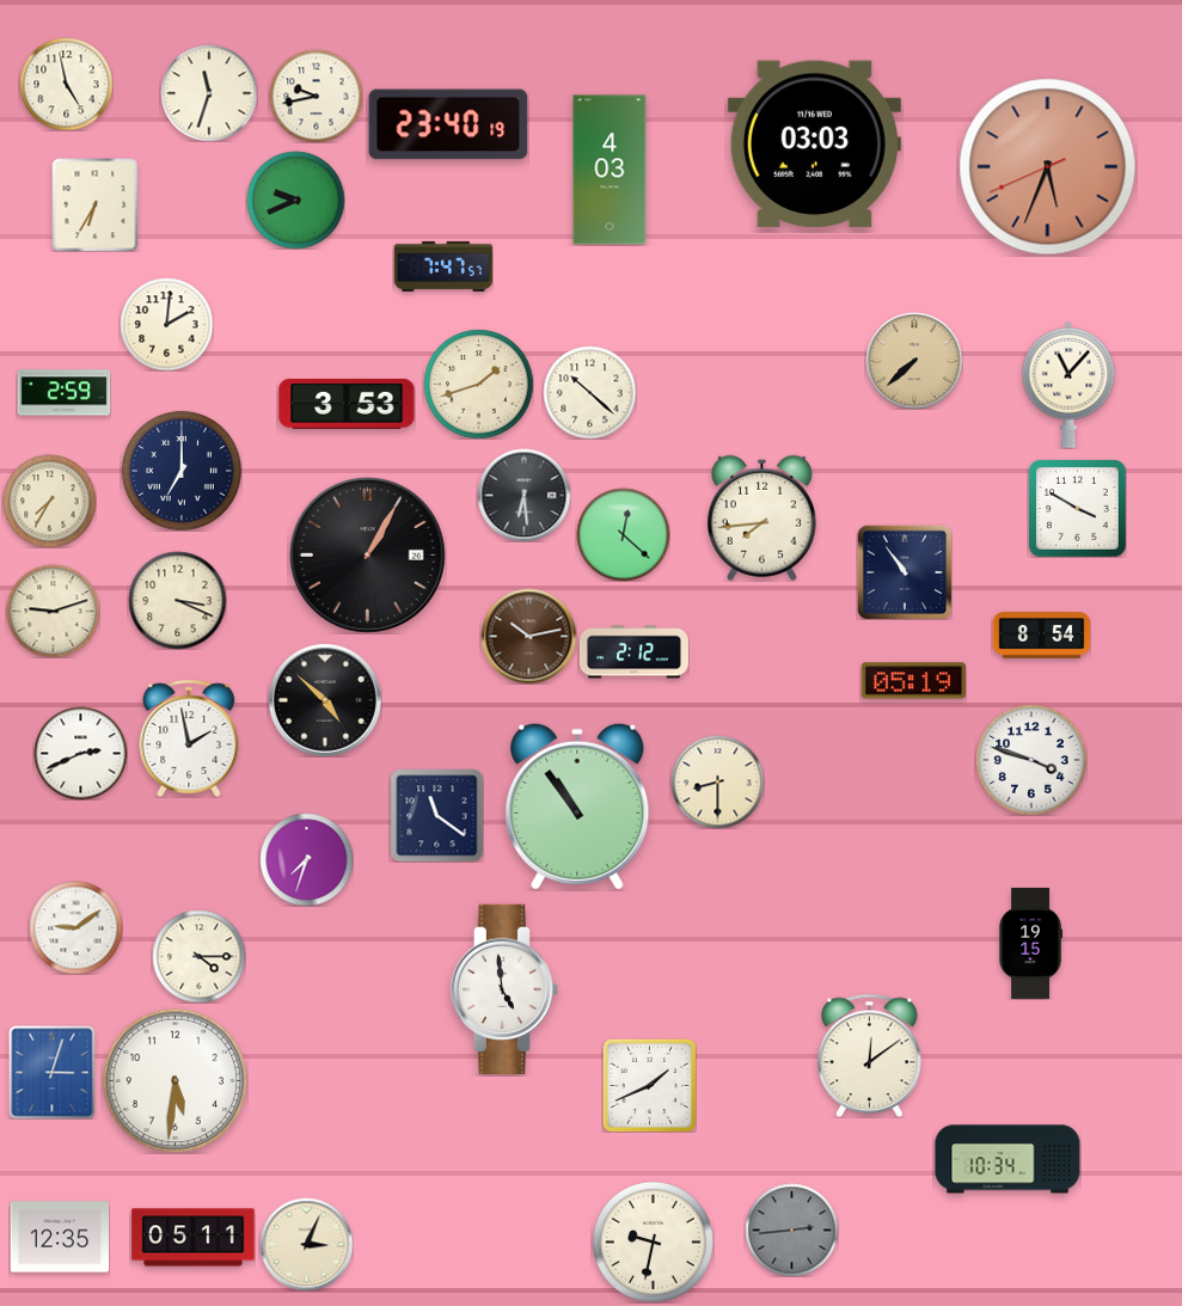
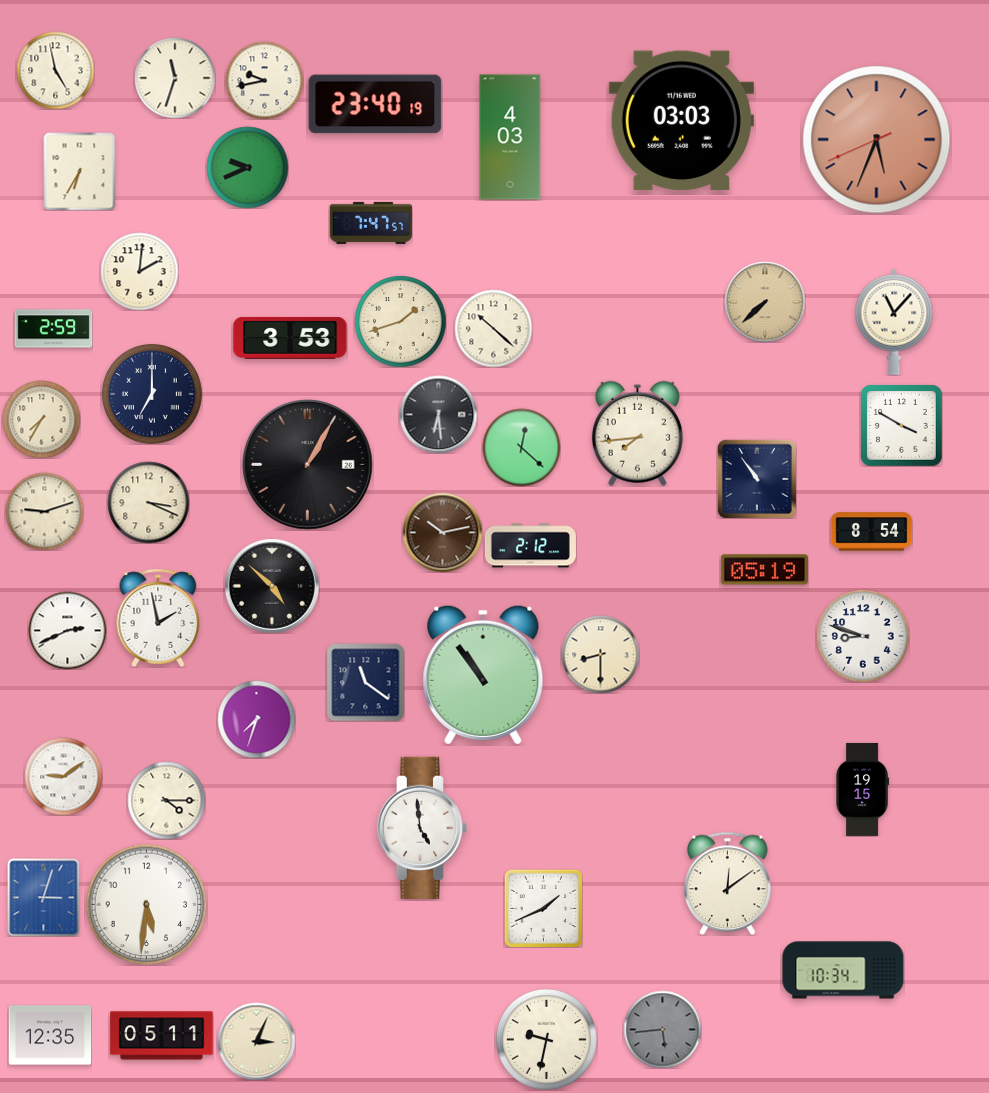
clock at (610, 170) position: (610, 170) -> (510, 137)
clock at (1031, 760): 3:48 -> 8:48
clock at (791, 1230): 2:44 -> 5:44
